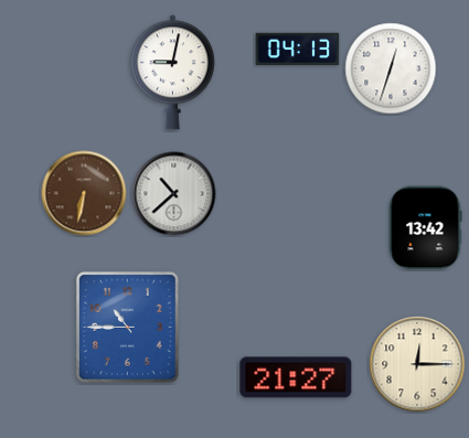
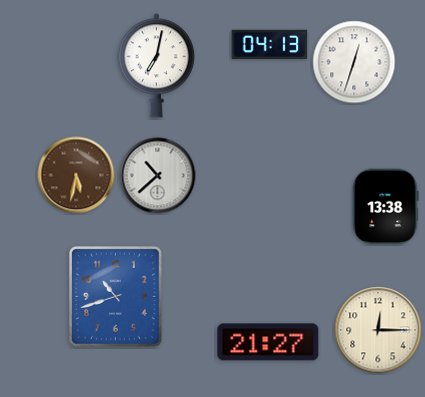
clock at (172, 73): 9:02 -> 7:02
clock at (84, 193): 6:32 -> 5:32
clock at (425, 228): 13:42 -> 13:38
clock at (127, 327): 10:45 -> 10:42
